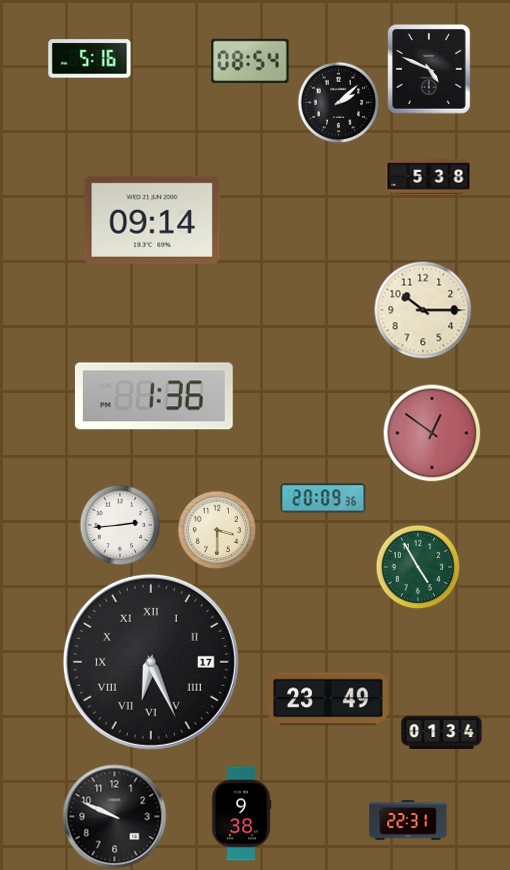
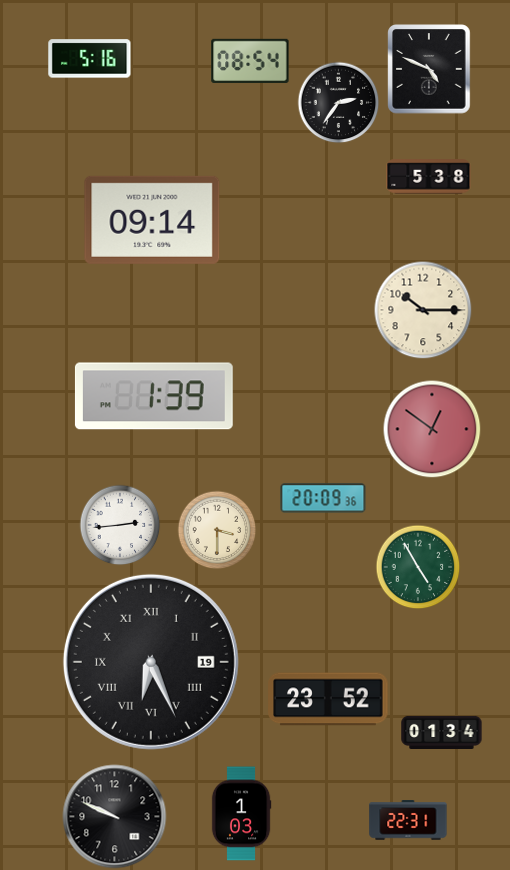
clock at (338, 102): 2:08 -> 2:36
clock at (154, 396): 1:36 -> 1:39
clock at (432, 433) position: (432, 433) -> (432, 429)
clock at (151, 662) date: 17 -> 19
clock at (328, 699): 23:49 -> 23:52
clock at (241, 814): 9:38 -> 1:03
